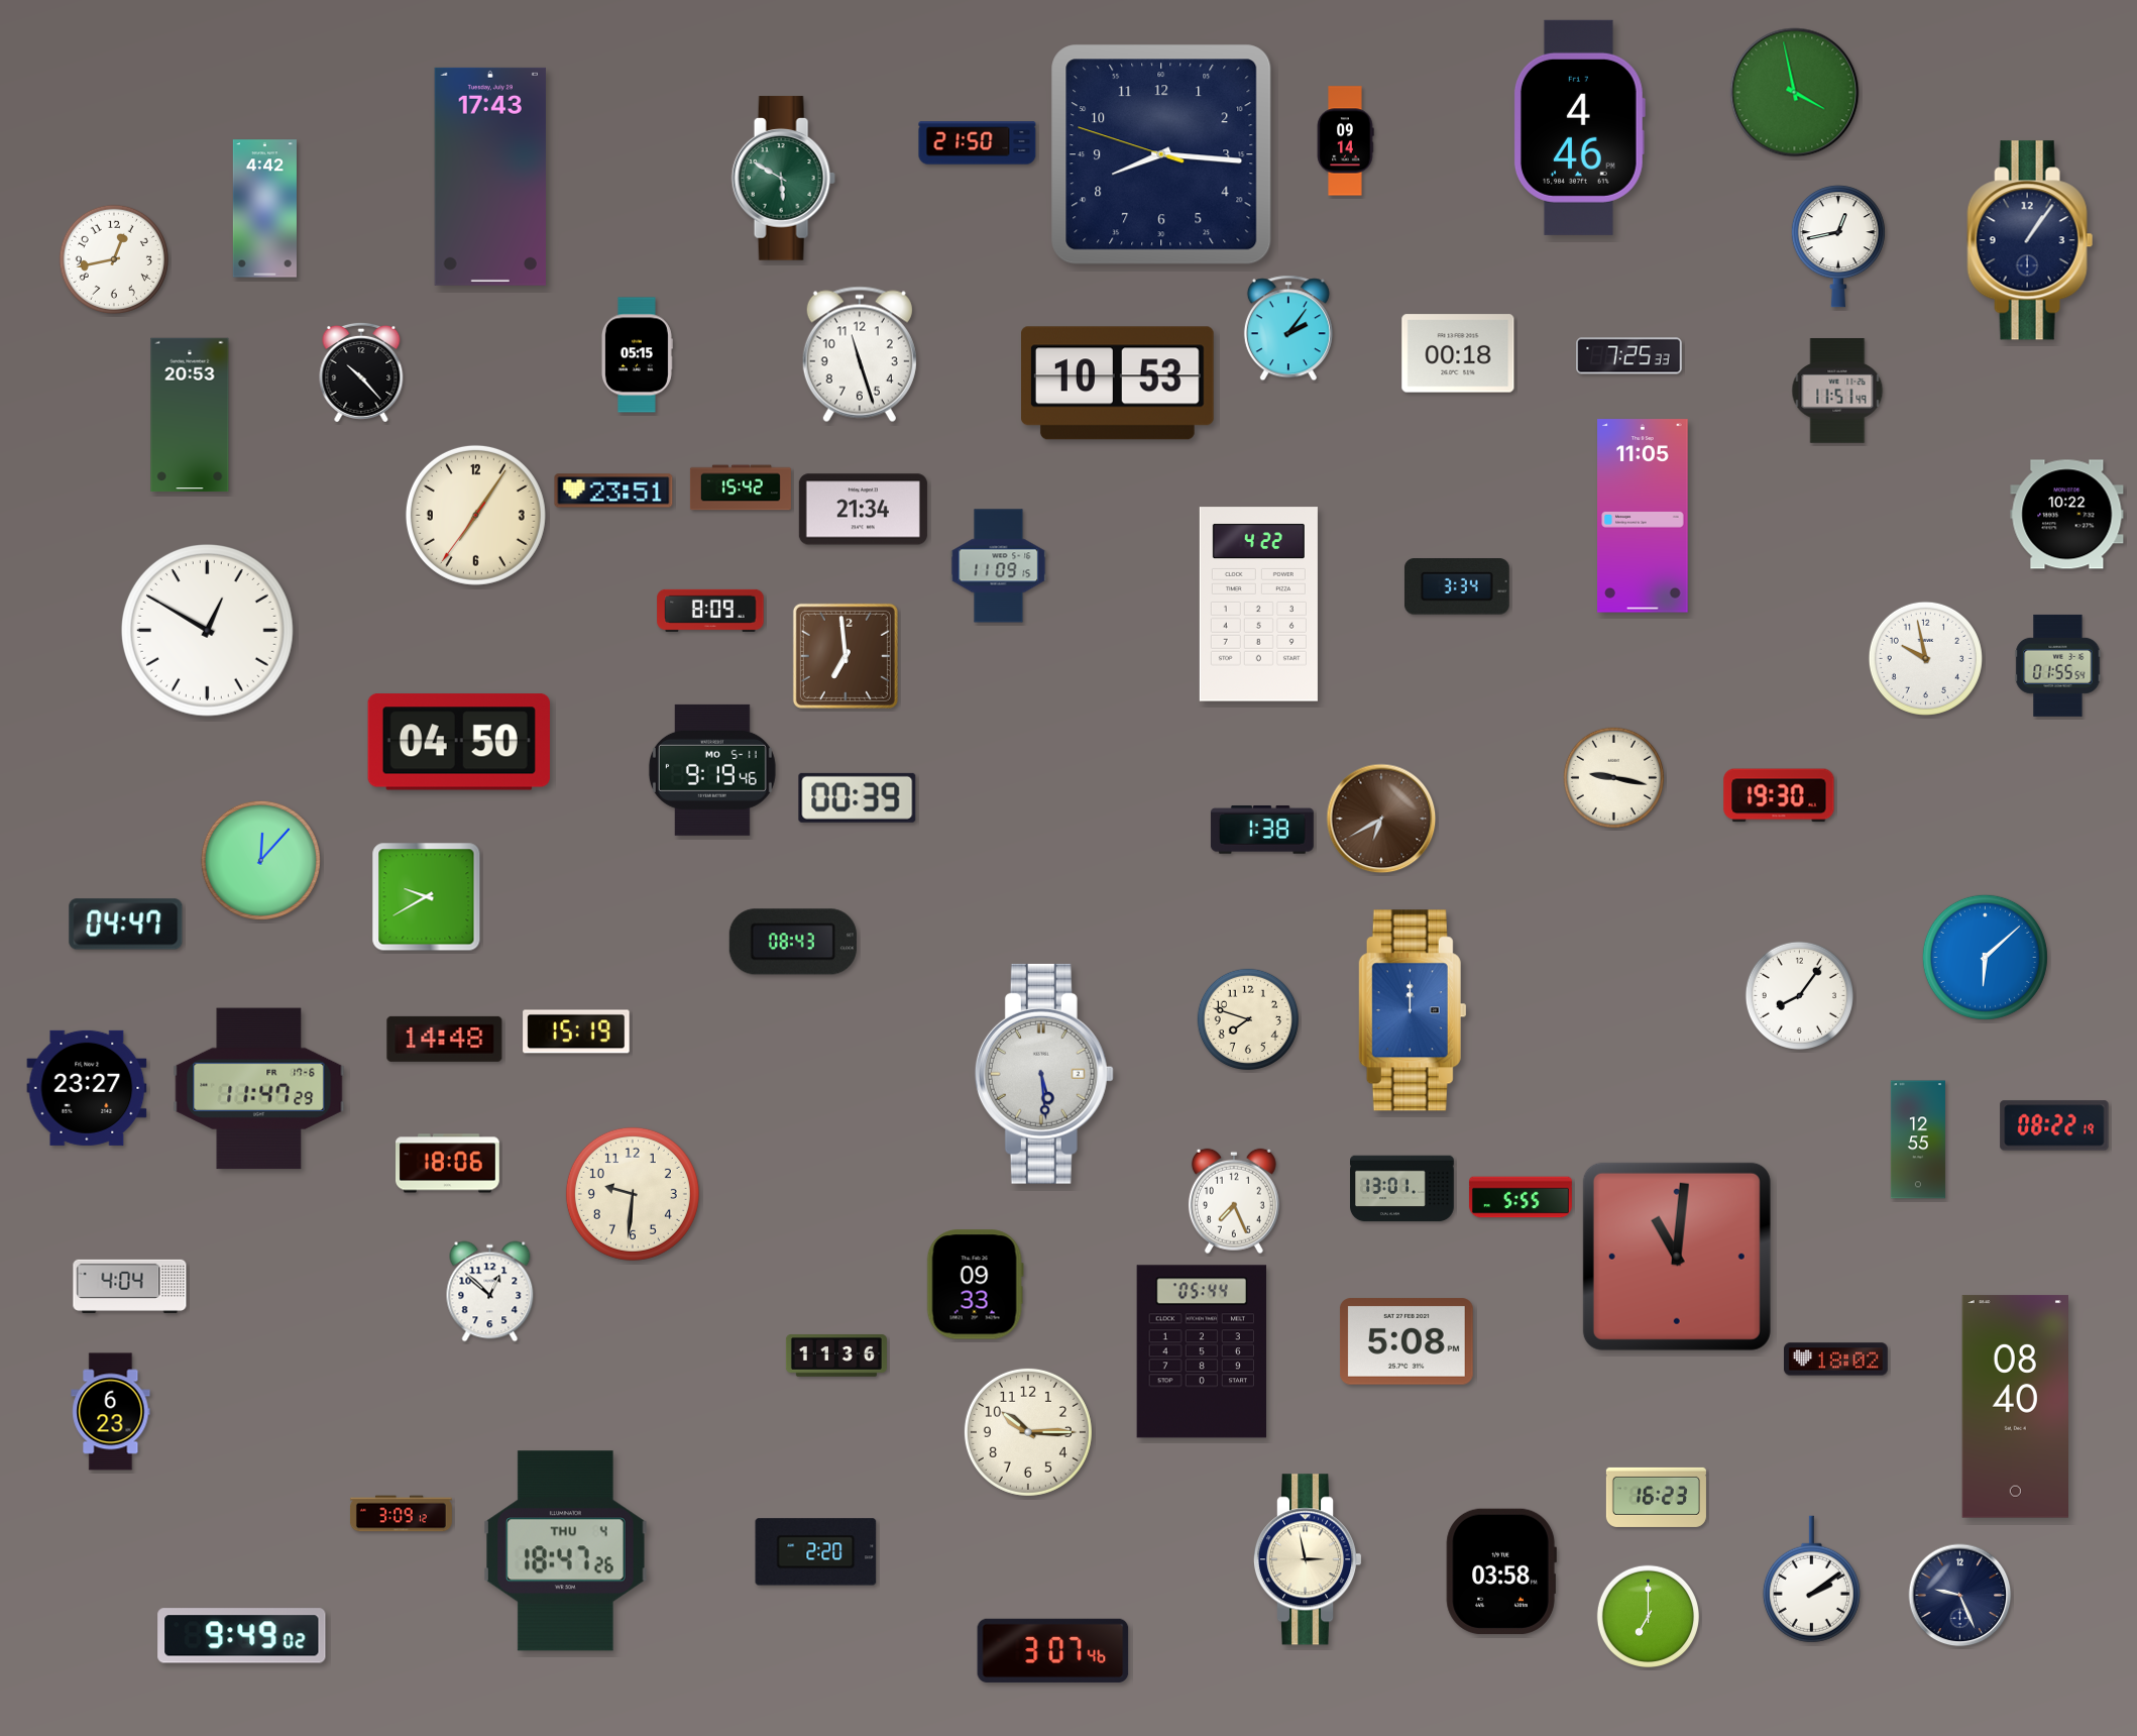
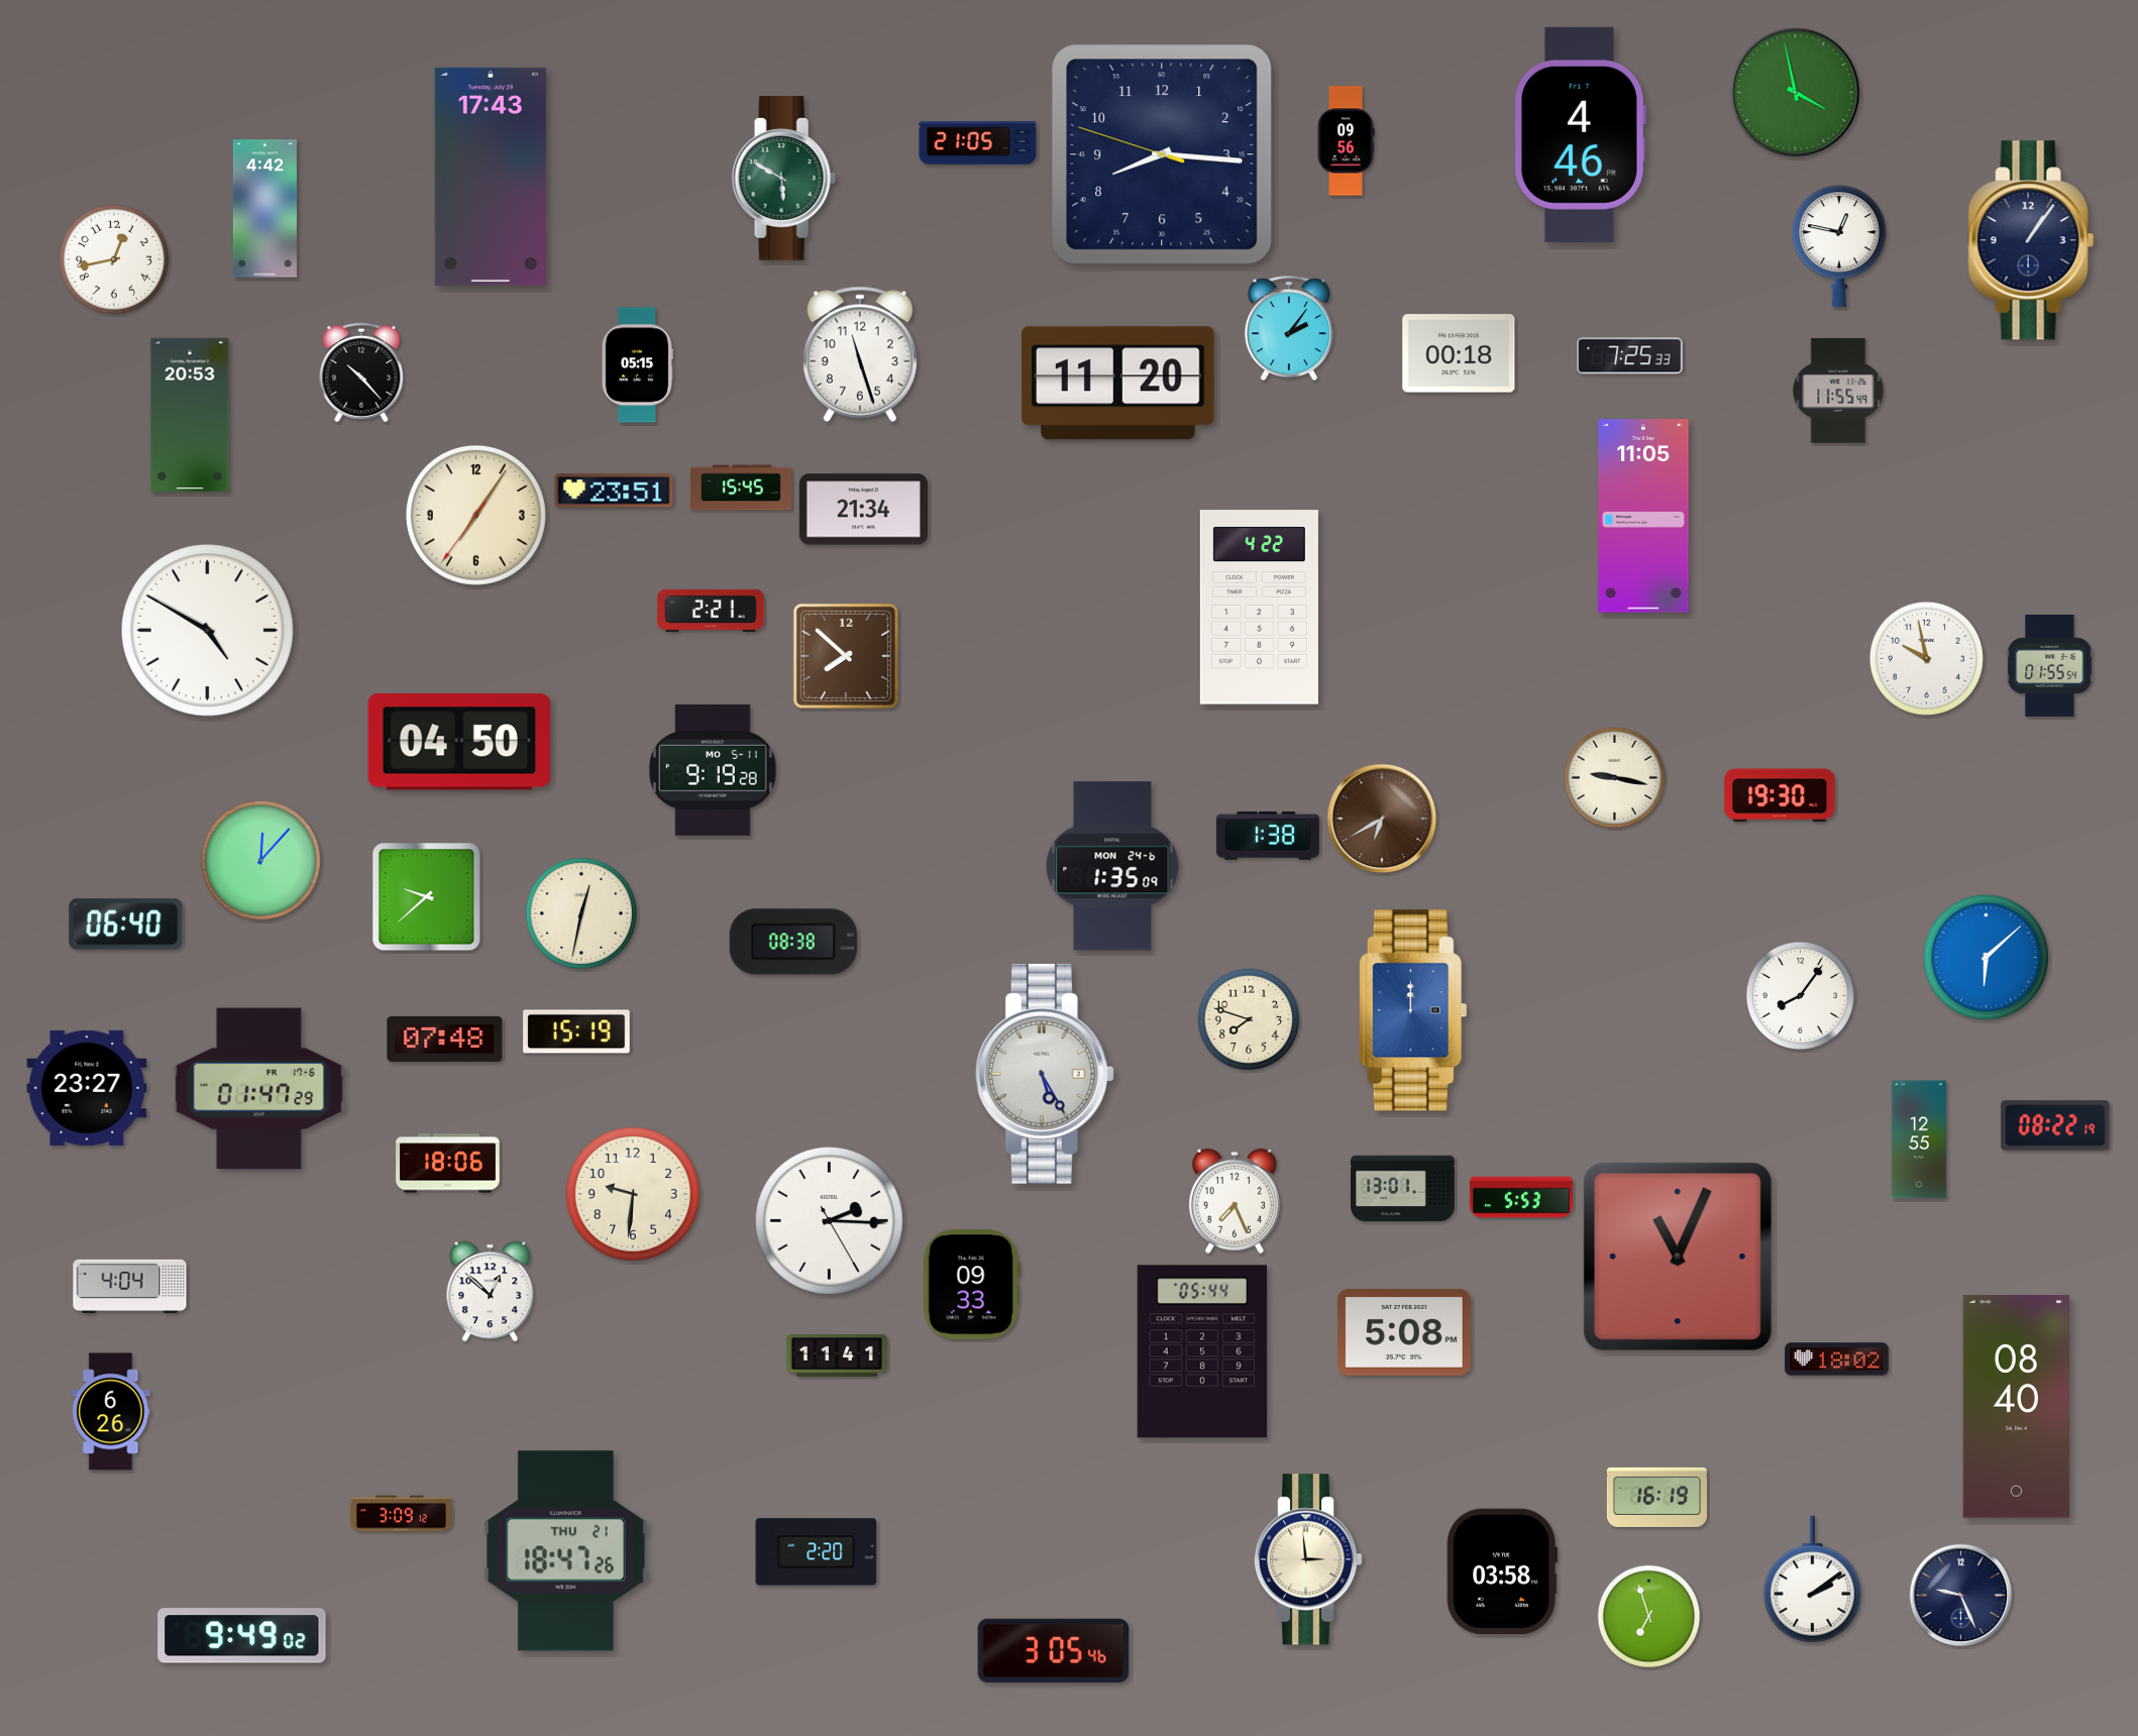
clock at (1579, 127) position: (1579, 127) -> (1580, 134)
clock at (1345, 141): 09:14 -> 09:56
clock at (978, 143): 21:50 -> 21:05
clock at (1838, 246): 12:43 -> 12:47
clock at (637, 355) position: (637, 355) -> (637, 365)
clock at (1118, 384): 10:53 -> 11:20
clock at (1837, 391): 11:51 -> 11:55
clock at (741, 487): 15:42 -> 15:45
clock at (2067, 515): 10:22 -> none
clock at (999, 566): 11:09 -> none
clock at (1457, 586): 3:34 -> none
clock at (1258, 605) position: (1258, 605) -> (1259, 608)
clock at (710, 611): 8:09 -> 2:21
clock at (207, 630): 12:50 -> 4:50
clock at (846, 656): 6:59 -> 7:52
clock at (2058, 665) position: (2058, 665) -> (2050, 665)
clock at (712, 770): 9:19:46 -> 9:19:28
clock at (858, 797): 00:39 -> none
clock at (1262, 830) position: (1262, 830) -> (1268, 836)
clock at (1112, 866): none -> 1:35
clock at (427, 897): 9:40 -> 9:38
clock at (581, 913): none -> 12:32
clock at (126, 925): 04:47 -> 06:40
clock at (793, 942): 08:43 -> 08:38
clock at (445, 1039): 14:48 -> 07:48
clock at (1044, 1074): 5:29 -> 5:25
clock at (259, 1089): 11:47 -> 01:47
clock at (1521, 1197): 5:55 -> 5:53
clock at (829, 1220): none -> 2:15
clock at (1677, 1257): 11:01 -> 11:04
clock at (975, 1285) position: (975, 1285) -> (971, 1285)
clock at (1407, 1341) position: (1407, 1341) -> (1404, 1332)
clock at (836, 1357): 11:36 -> 11:41
clock at (111, 1412): 6:23 -> 6:26
clock at (1028, 1432): 10:15 -> none
clock at (1656, 1497): 16:23 -> 16:19
clock at (566, 1551) date: THU 4 -> THU 21
clock at (1308, 1559): 2:58 -> 2:59
clock at (1648, 1616): 7:00 -> 6:57
clock at (1053, 1650): 3:07 -> 3:05
